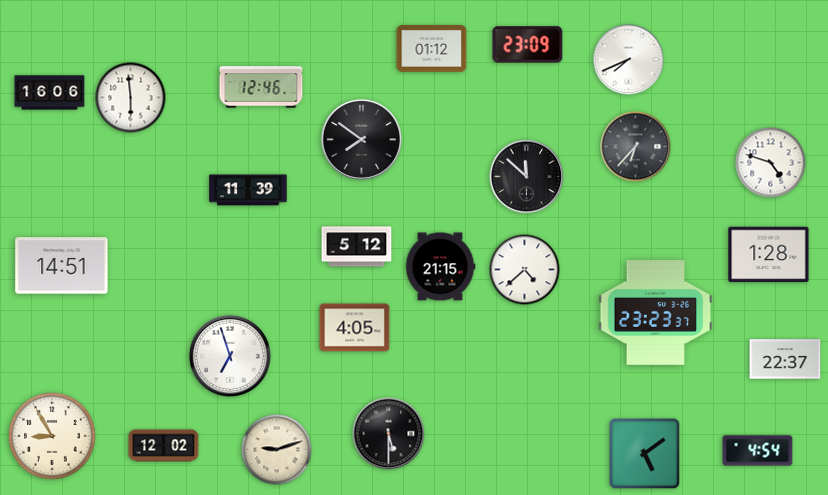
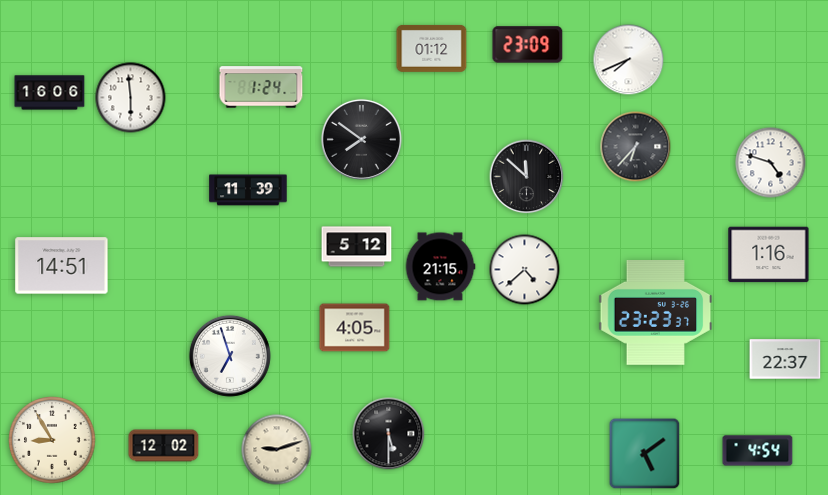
clock at (261, 87): 12:46 -> 1:24
clock at (769, 255): 1:28 -> 1:16
clock at (52, 436) position: (52, 436) -> (52, 440)
